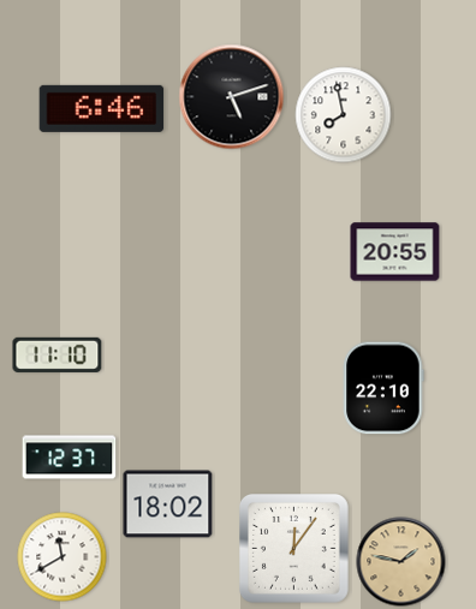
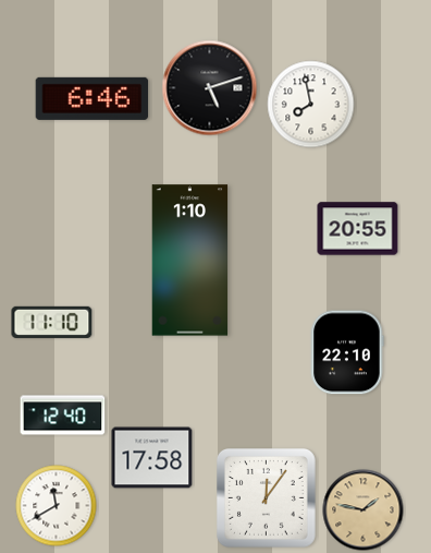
clock at (190, 261): none -> 1:10
clock at (70, 458): 12:37 -> 12:40
clock at (168, 504): 18:02 -> 17:58
